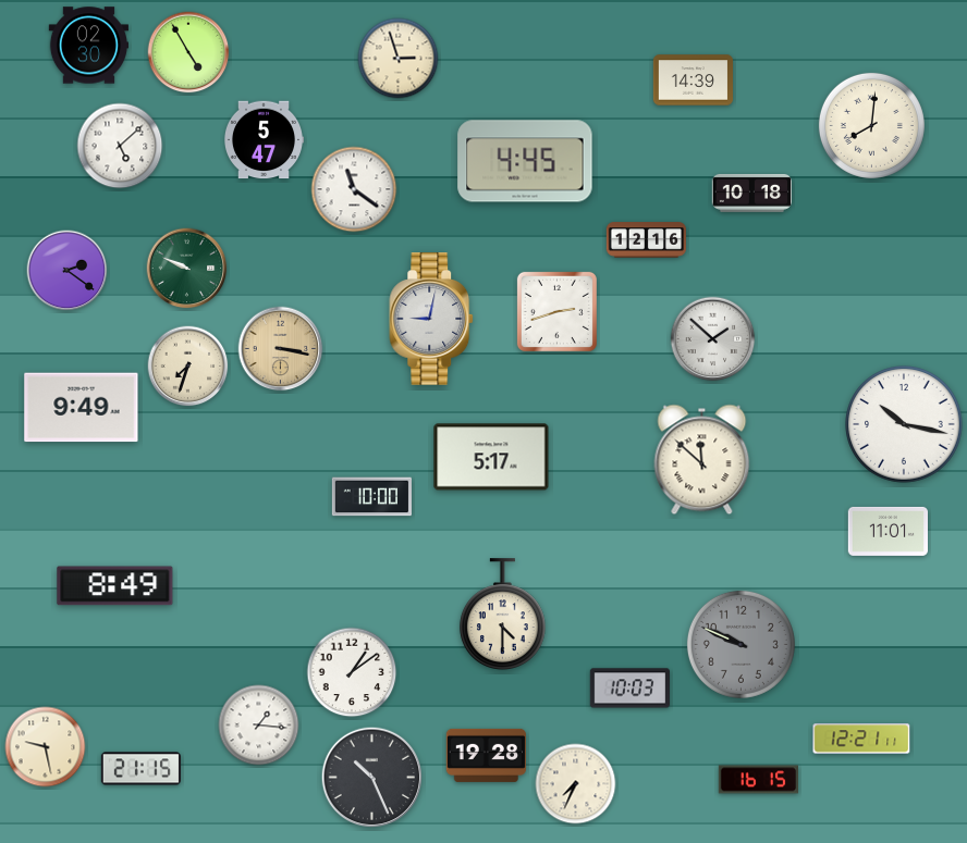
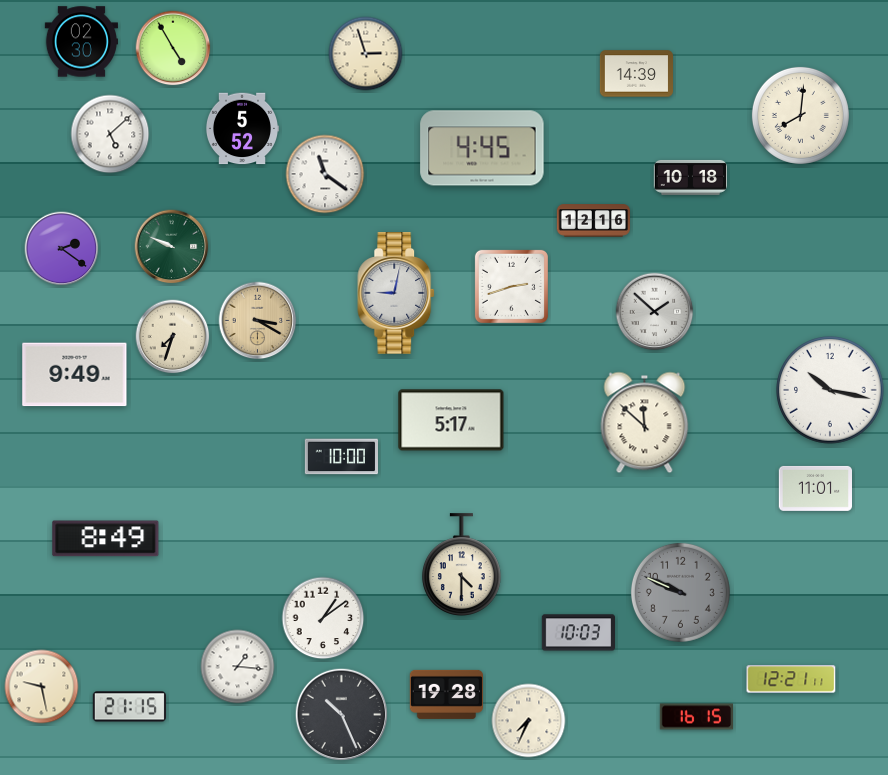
clock at (262, 140): 5:47 -> 5:52
clock at (281, 349): 3:17 -> 3:20
